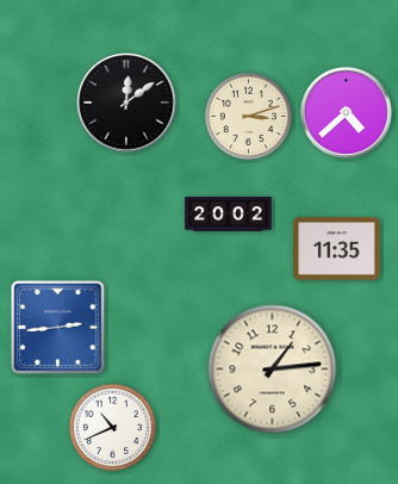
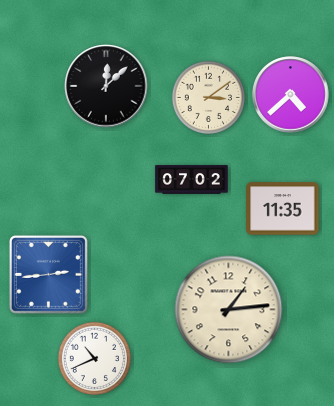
clock at (126, 103): 12:09 -> 12:08
clock at (248, 116): 3:12 -> 3:09
clock at (229, 215): 20:02 -> 07:02
